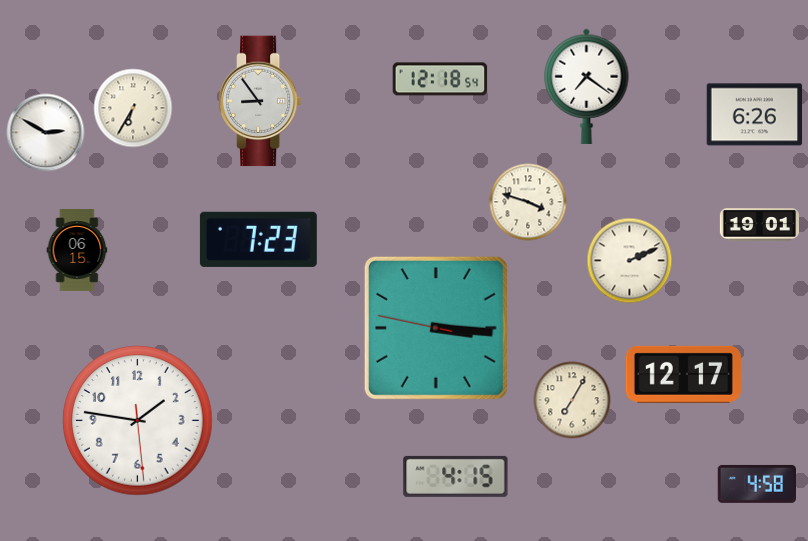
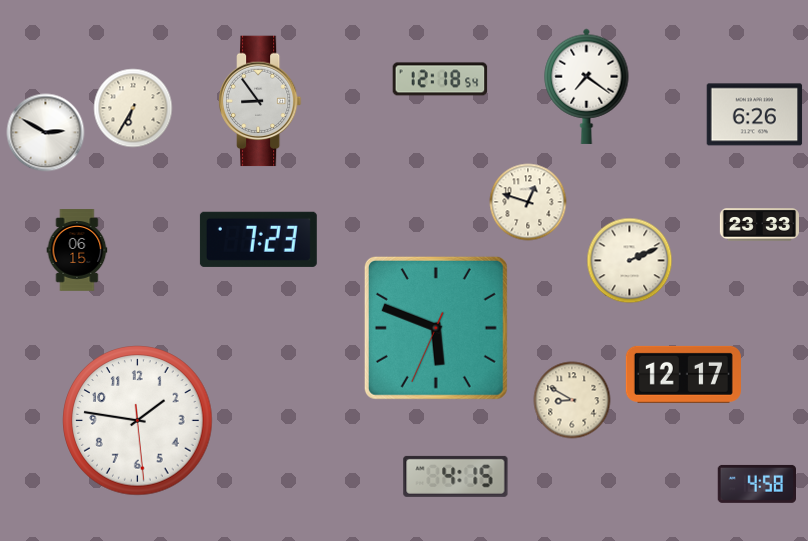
clock at (528, 202): 3:48 -> 12:48
clock at (759, 225): 19:01 -> 23:33
clock at (436, 328): 3:15 -> 5:48
clock at (572, 400): 7:05 -> 8:50
